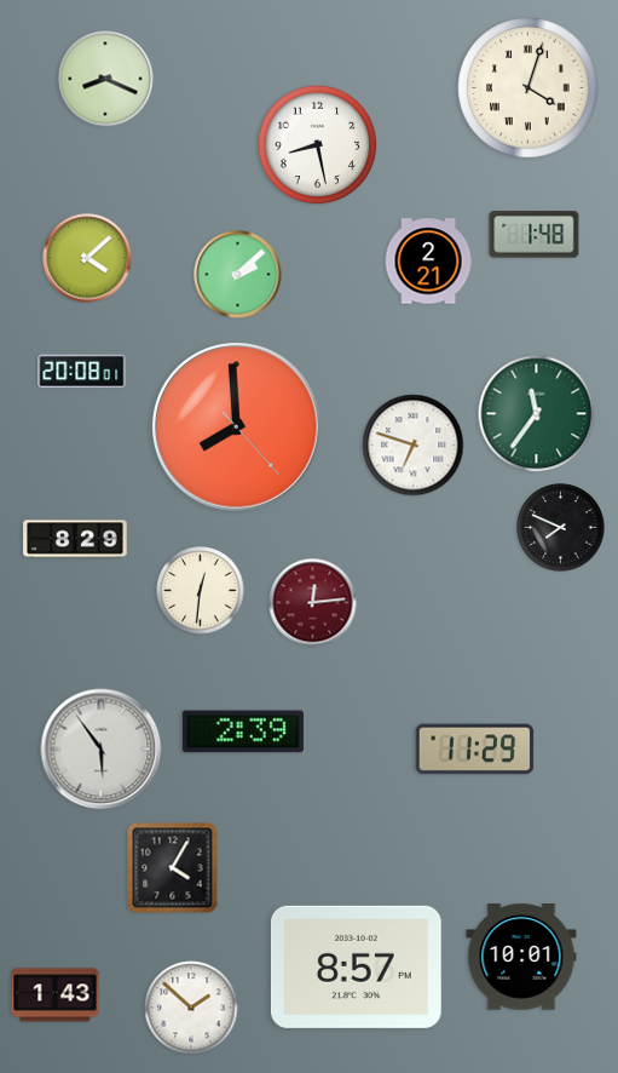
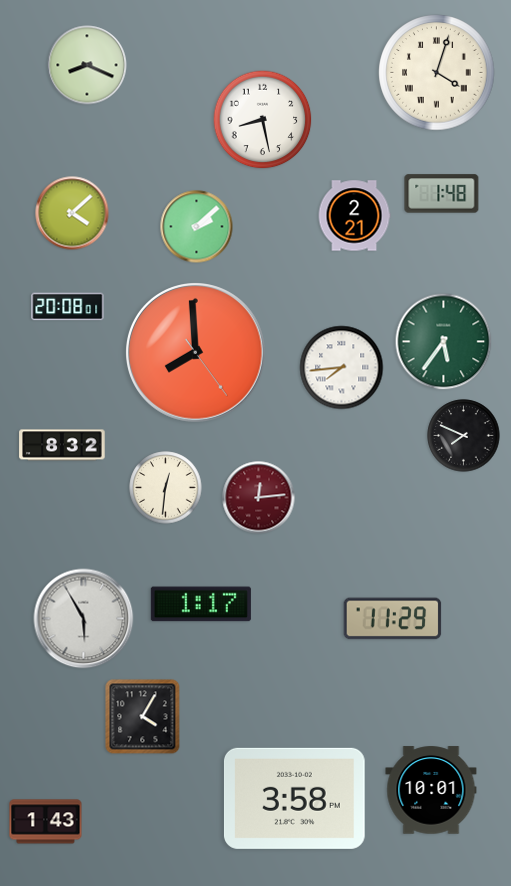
clock at (537, 414): 11:36 -> 5:36
clock at (237, 428): 7:59:23 -> 7:59:24
clock at (414, 446): 6:48 -> 7:44
clock at (75, 539): 8:29 -> 8:32
clock at (243, 731): 2:39 -> 1:17
clock at (102, 750): 5:54 -> 5:55
clock at (357, 966): 8:57 -> 3:58
clock at (191, 1008): 1:52 -> none
